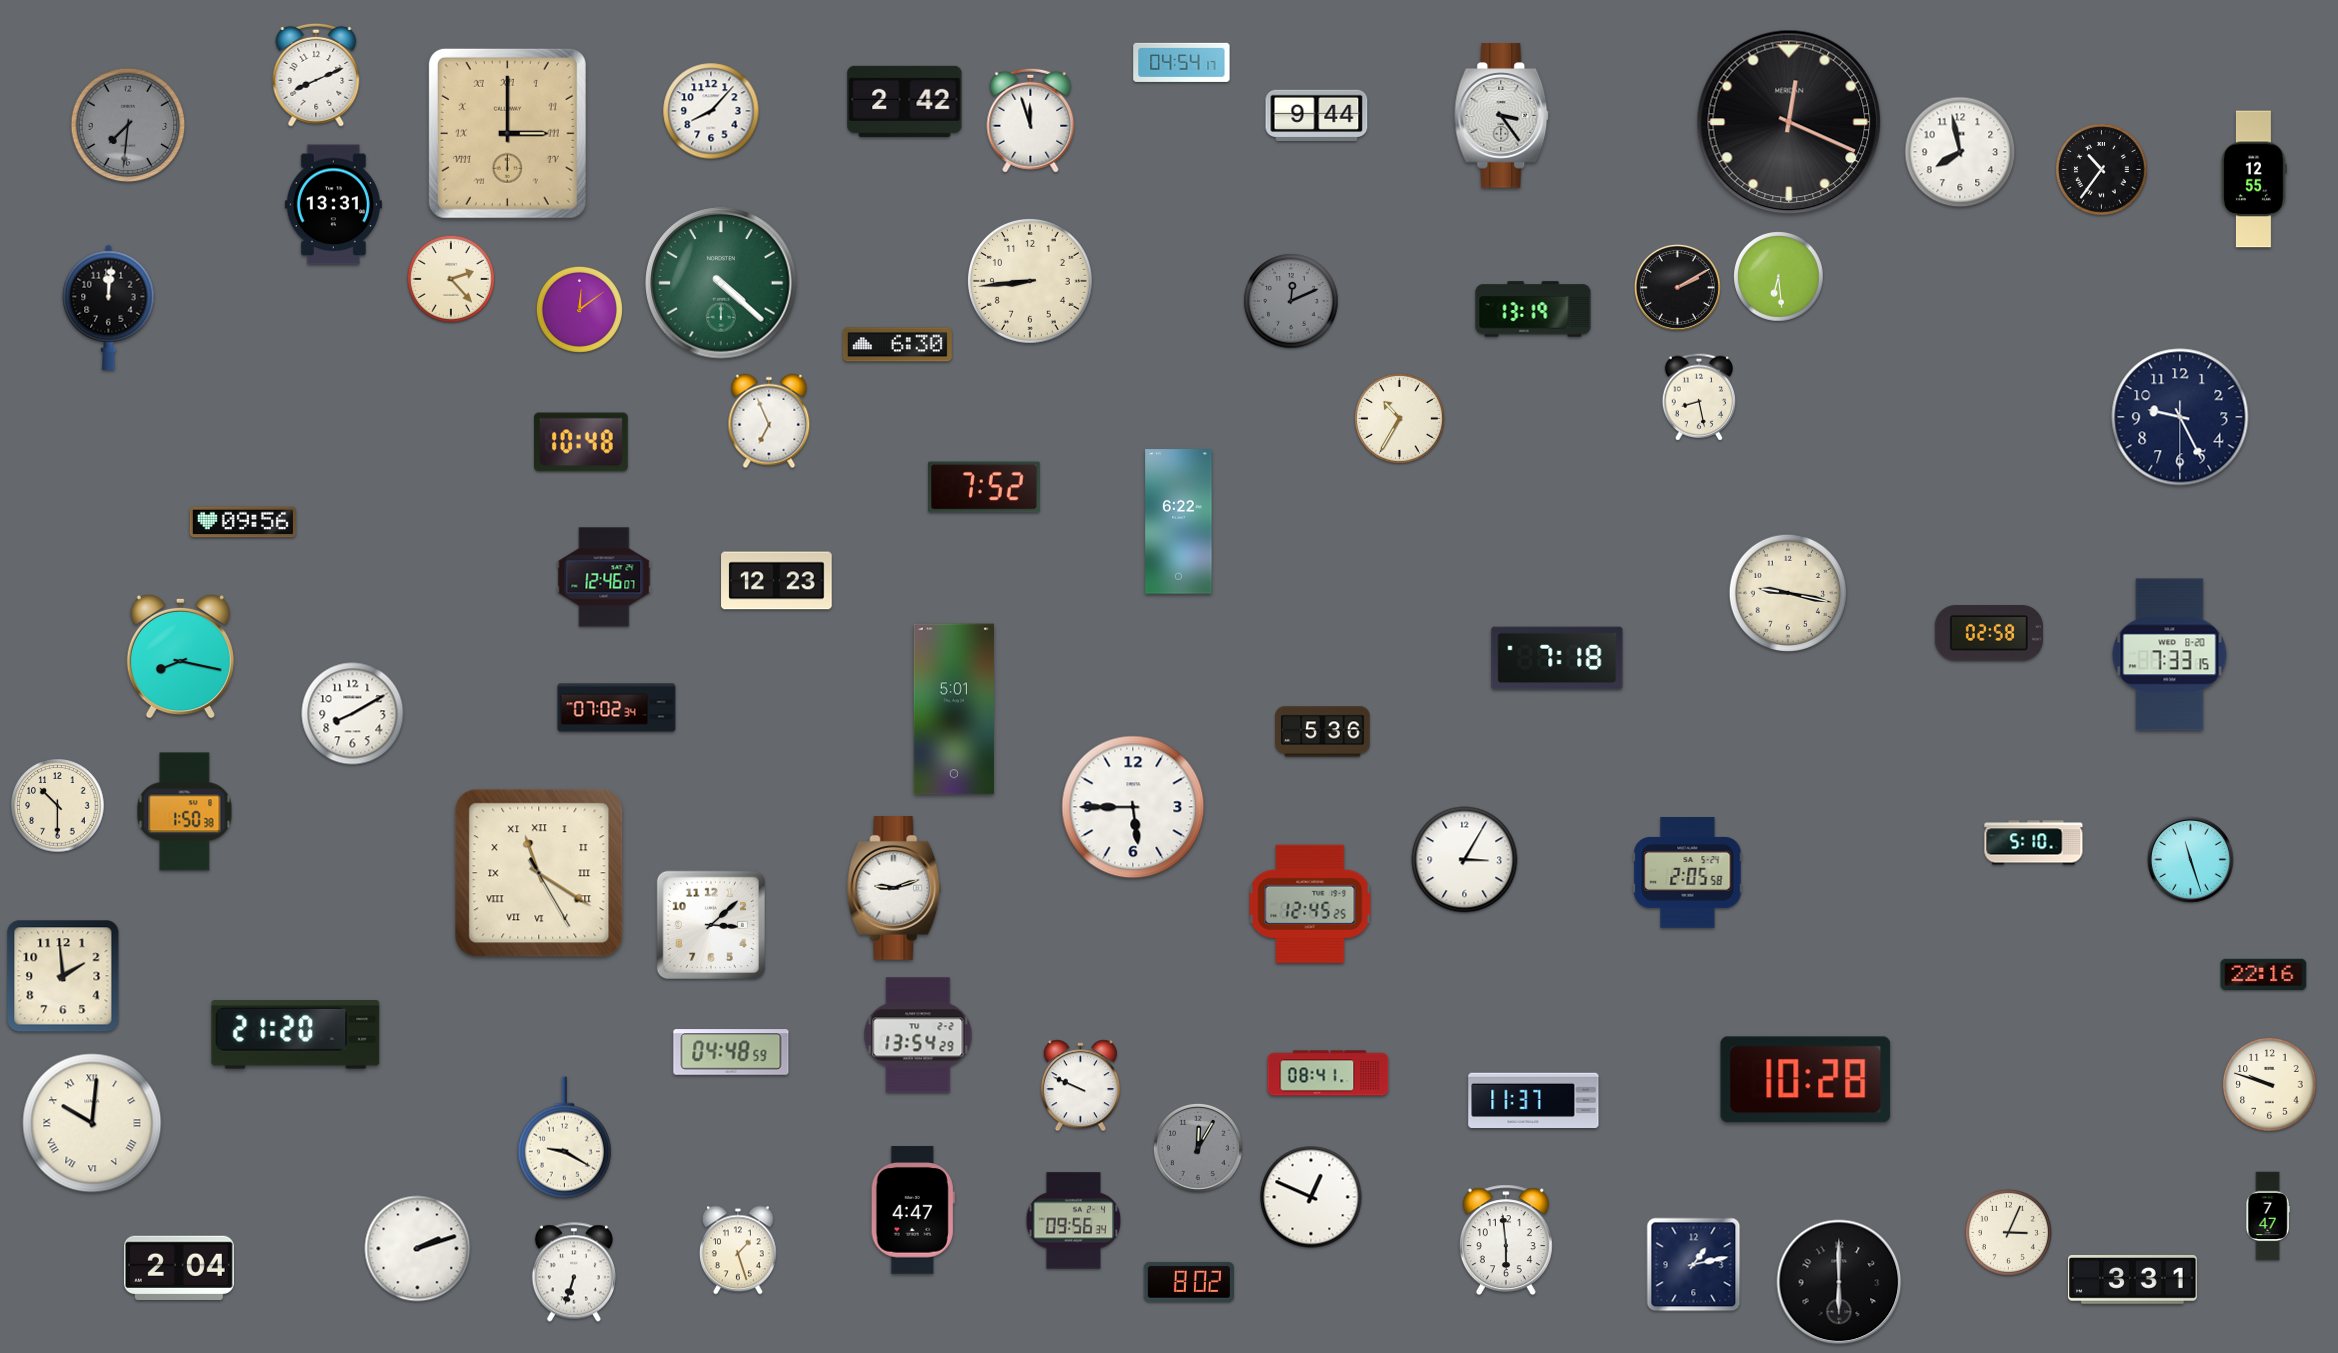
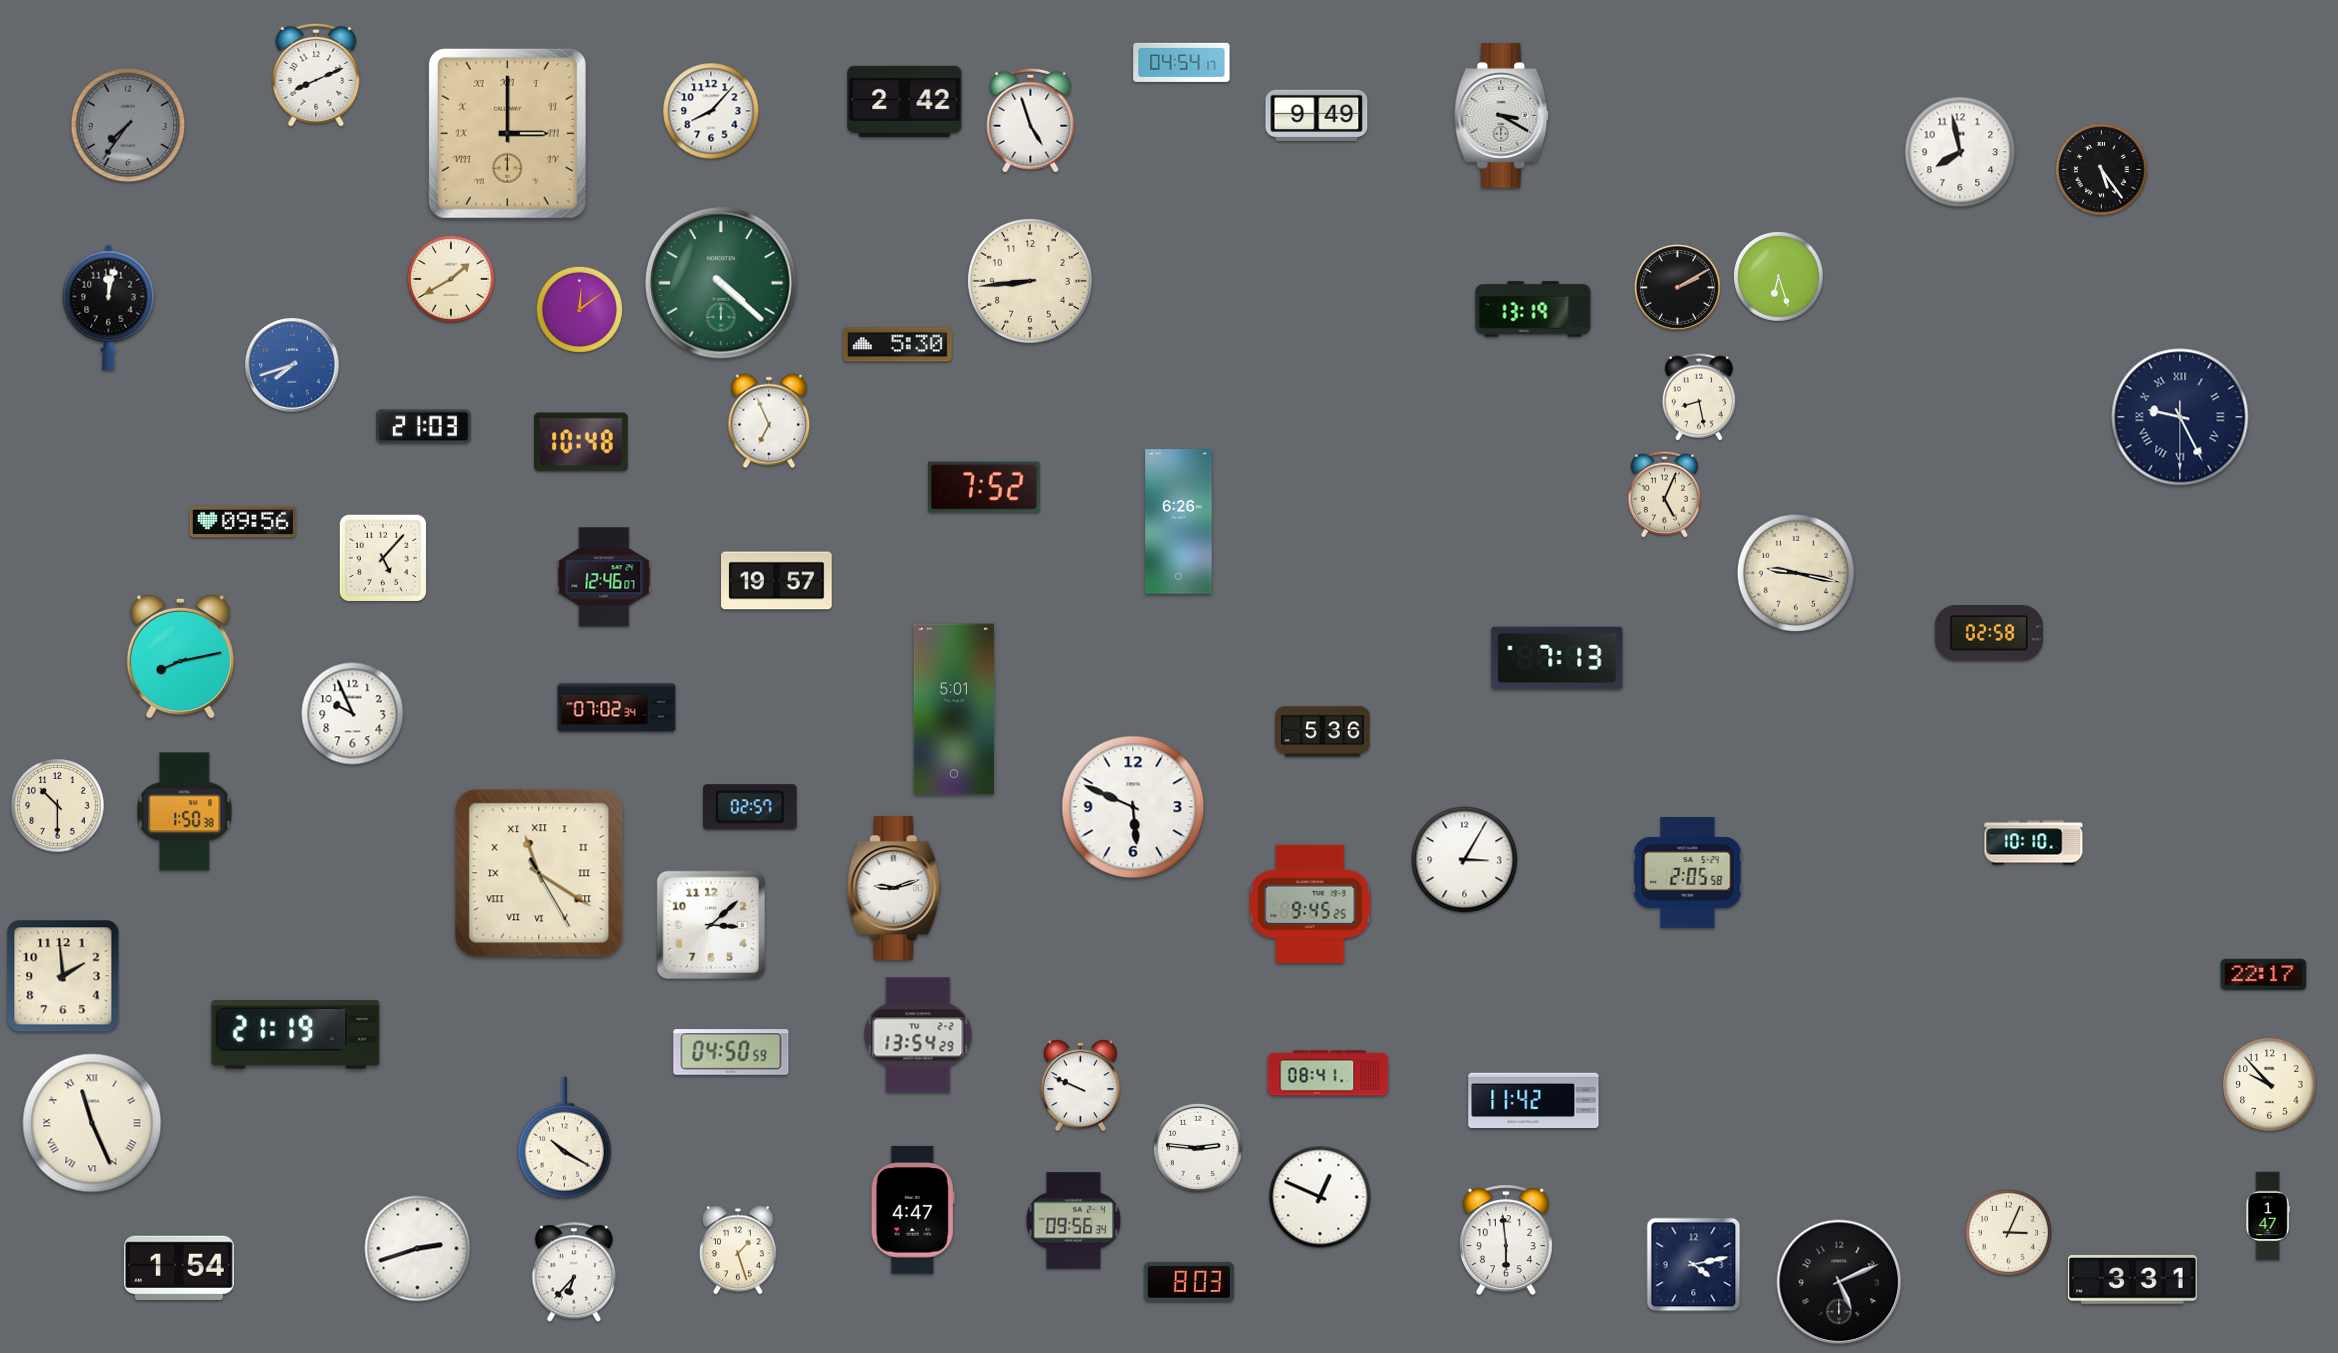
clock at (1317, 115): 9:44 -> 9:49
clock at (1502, 116): 3:24 -> 3:20
clock at (1031, 120): 11:57 -> 4:57
clock at (1789, 122): 12:19 -> none
clock at (128, 125): 7:31 -> 7:36
clock at (2102, 170): 10:36 -> 5:24
clock at (2254, 179): 12:55 -> none
clock at (333, 205): 13:31 -> none
clock at (1779, 277): 6:29 -> 6:27
clock at (451, 279): 2:23 -> 1:40
clock at (1291, 301): 12:11 -> none
clock at (109, 307): 12:01 -> 12:02
clock at (897, 345): 6:30 -> 5:30
clock at (292, 365): none -> 7:42
clock at (2180, 417) numerals: Arabic -> Roman
clock at (1400, 419): 10:35 -> none
clock at (424, 427): none -> 21:03
clock at (1664, 494): none -> 5:04
clock at (1179, 522): 6:22 -> 6:26
clock at (382, 557): none -> 5:07
clock at (777, 581): 12:23 -> 19:57
clock at (1787, 592) position: (1787, 592) -> (1795, 572)
clock at (2170, 655): 7:33 -> none
clock at (180, 656): 8:17 -> 8:13
clock at (1557, 658): 7:18 -> 7:13
clock at (353, 714): 8:10 -> 9:56
clock at (750, 807): none -> 02:57
clock at (1133, 807): 5:45 -> 5:49
clock at (2034, 843): 5:10 -> 10:10
clock at (2190, 859): 11:27 -> none
clock at (1310, 904): 12:45 -> 9:45
clock at (2264, 974): 22:16 -> 22:17
clock at (296, 1035): 21:20 -> 21:19
clock at (731, 1052): 04:48 -> 04:50
clock at (1806, 1080): 10:28 -> none
clock at (2270, 1085): 9:48 -> 9:53
clock at (1534, 1101): 11:37 -> 11:42
clock at (92, 1123): 10:01 -> 11:26
clock at (564, 1138): 9:20 -> 10:20
clock at (1198, 1148): 12:05 -> 2:46
clock at (1198, 1148) dial: grey -> white
clock at (1311, 1197) position: (1311, 1197) -> (1320, 1197)
clock at (2268, 1216): 7:47 -> 1:47
clock at (418, 1249): 2:12 -> 2:42
clock at (1694, 1265): 1:13 -> 4:13
clock at (179, 1267): 2:04 -> 1:54
clock at (574, 1272): 6:33 -> 6:37
clock at (1189, 1282): 8:02 -> 8:03
clock at (1839, 1282): 6:00 -> 5:11
